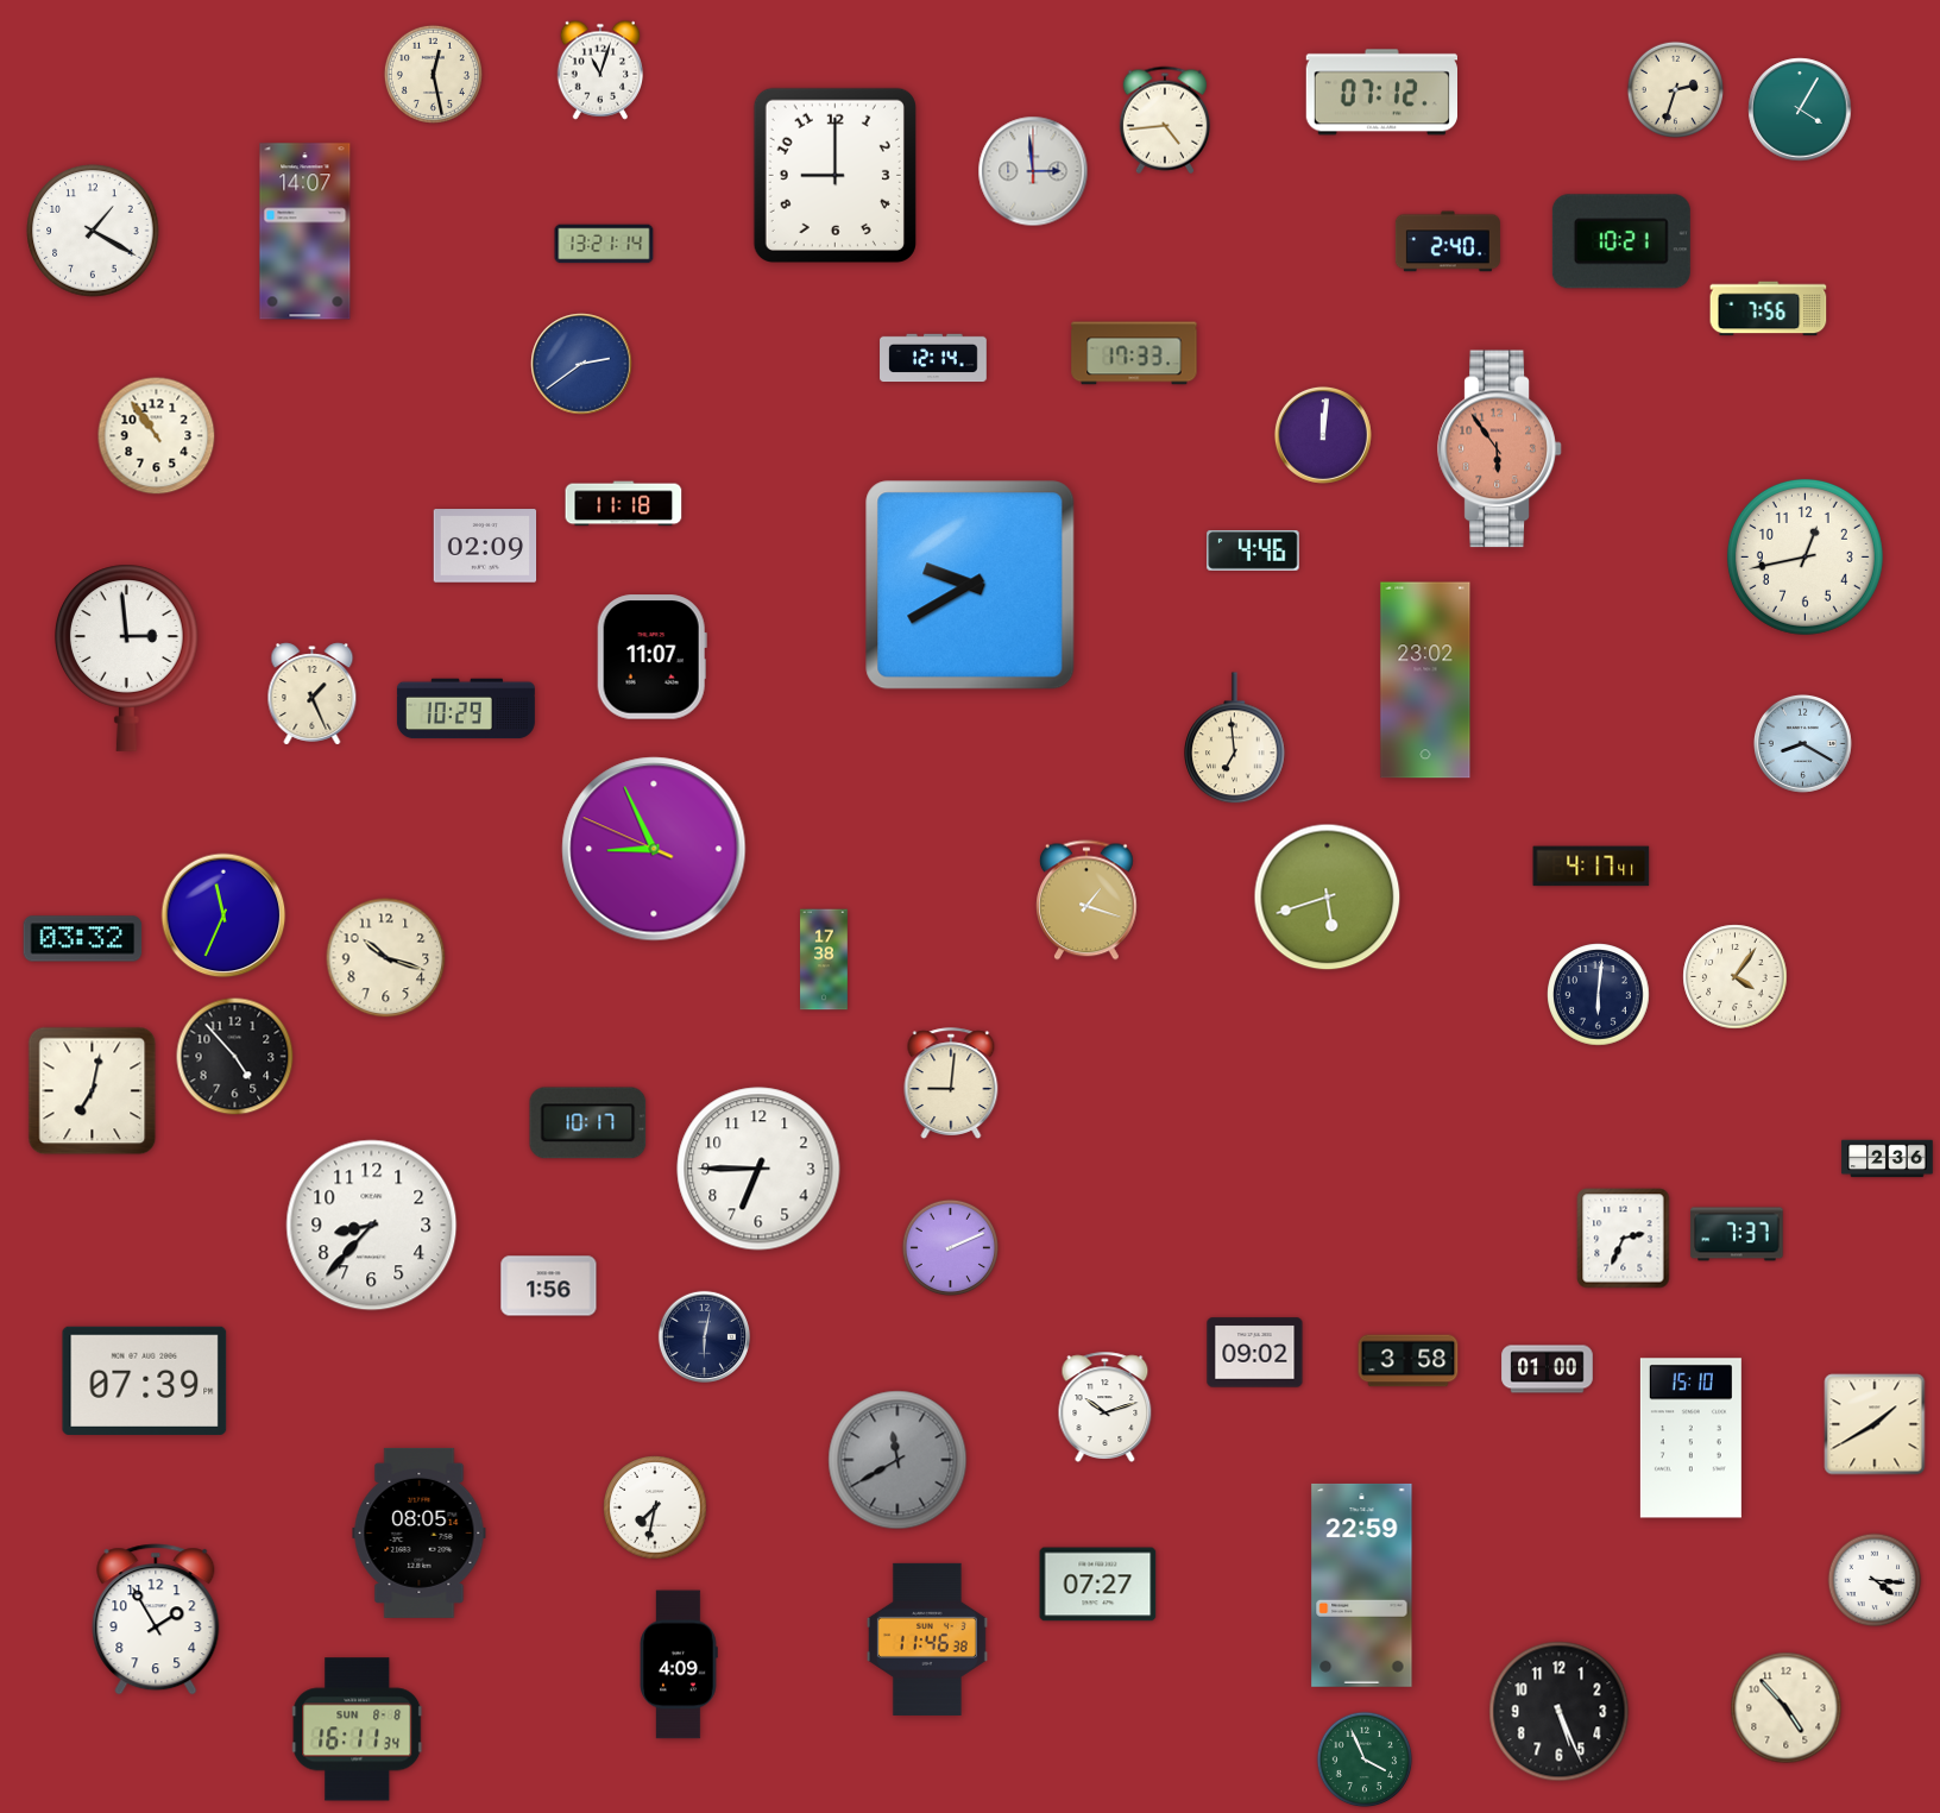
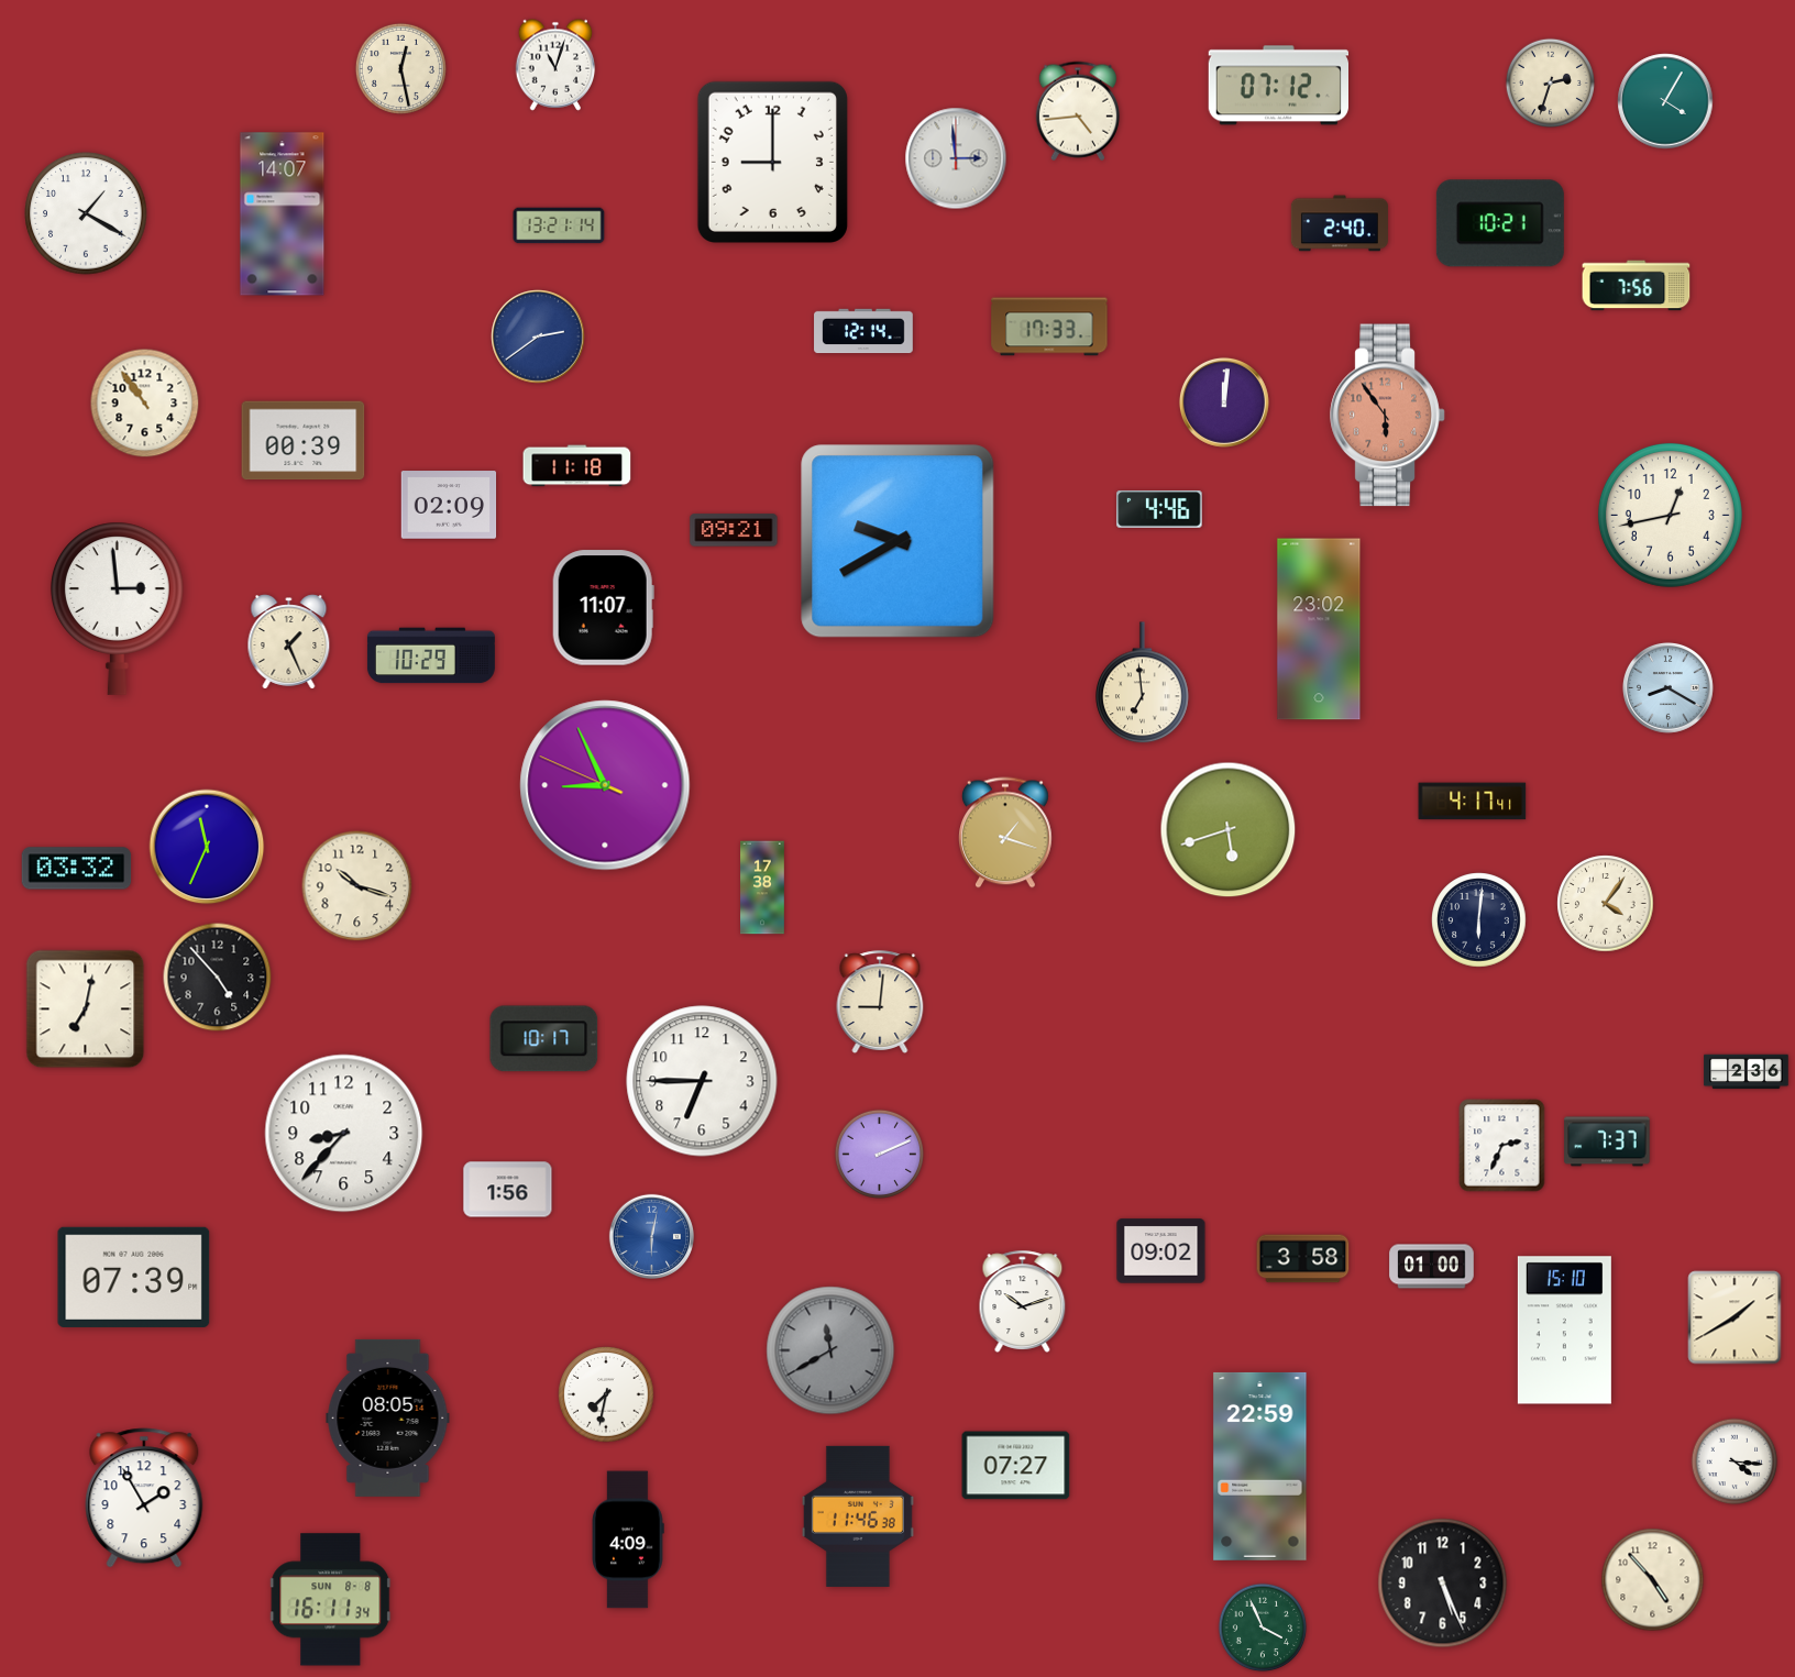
clock at (304, 441): none -> 00:39
clock at (734, 530): none -> 09:21
clock at (704, 1336) dial: navy -> blue
